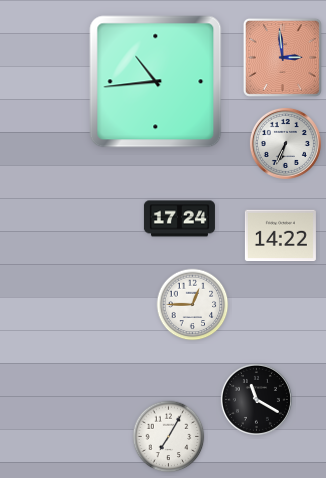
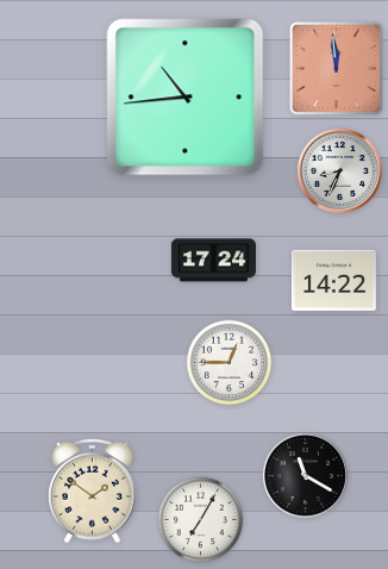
clock at (282, 57): 2:59 -> 11:59
clock at (285, 143): 6:34 -> 8:34
clock at (92, 492): none -> 1:51
